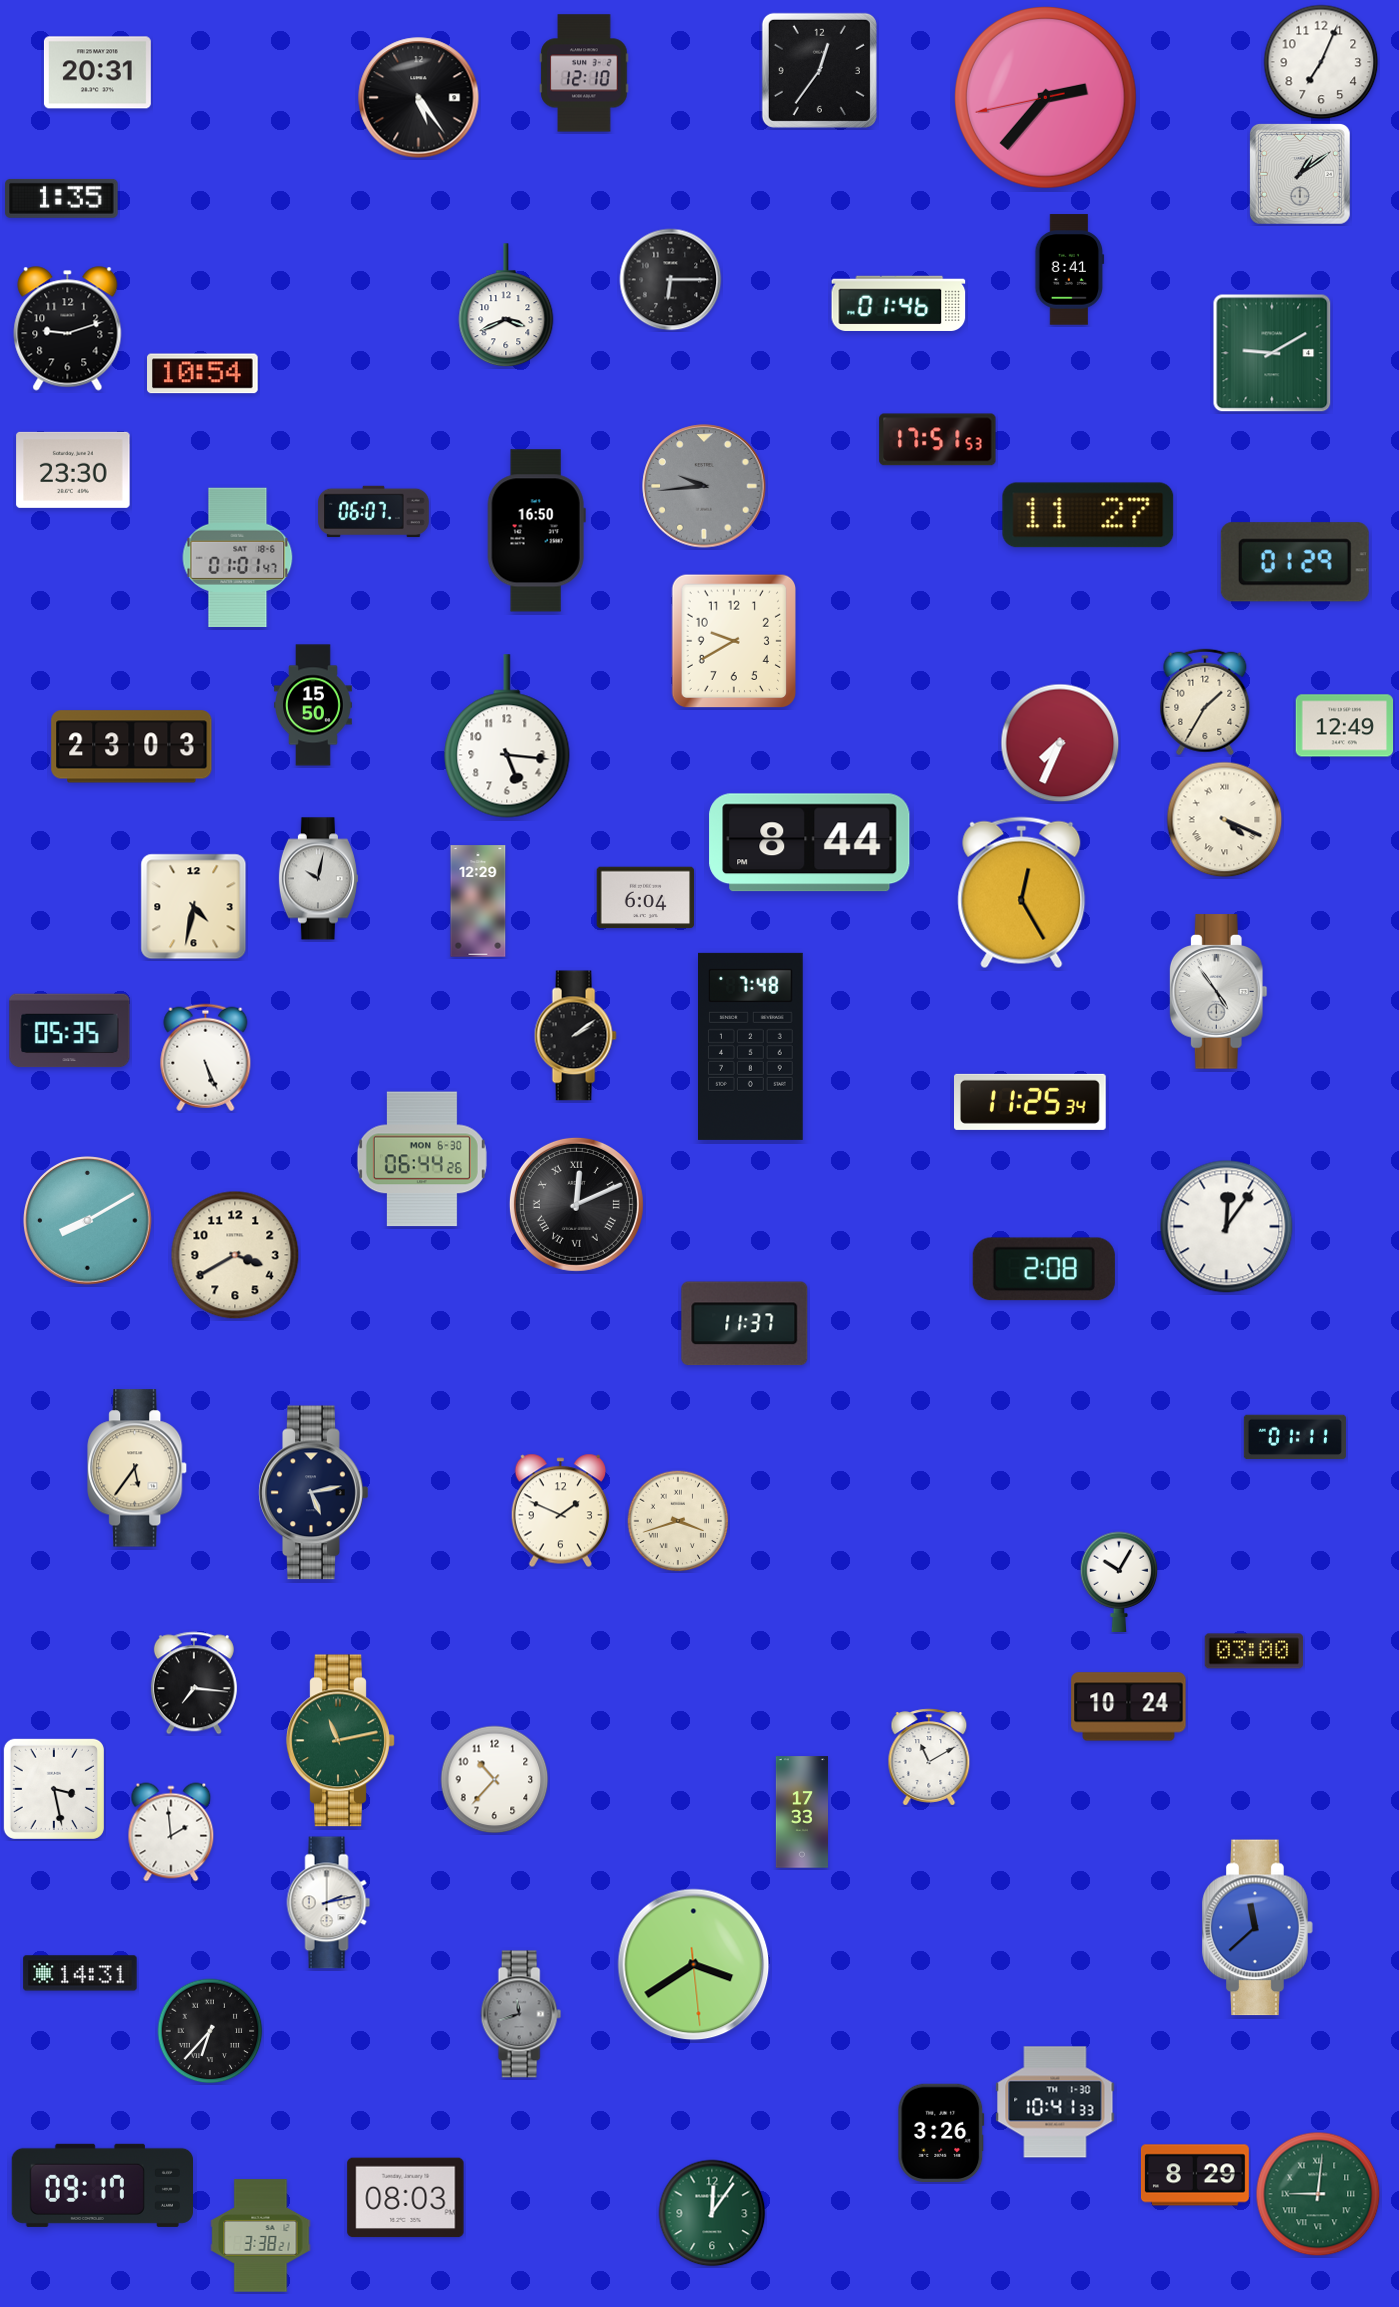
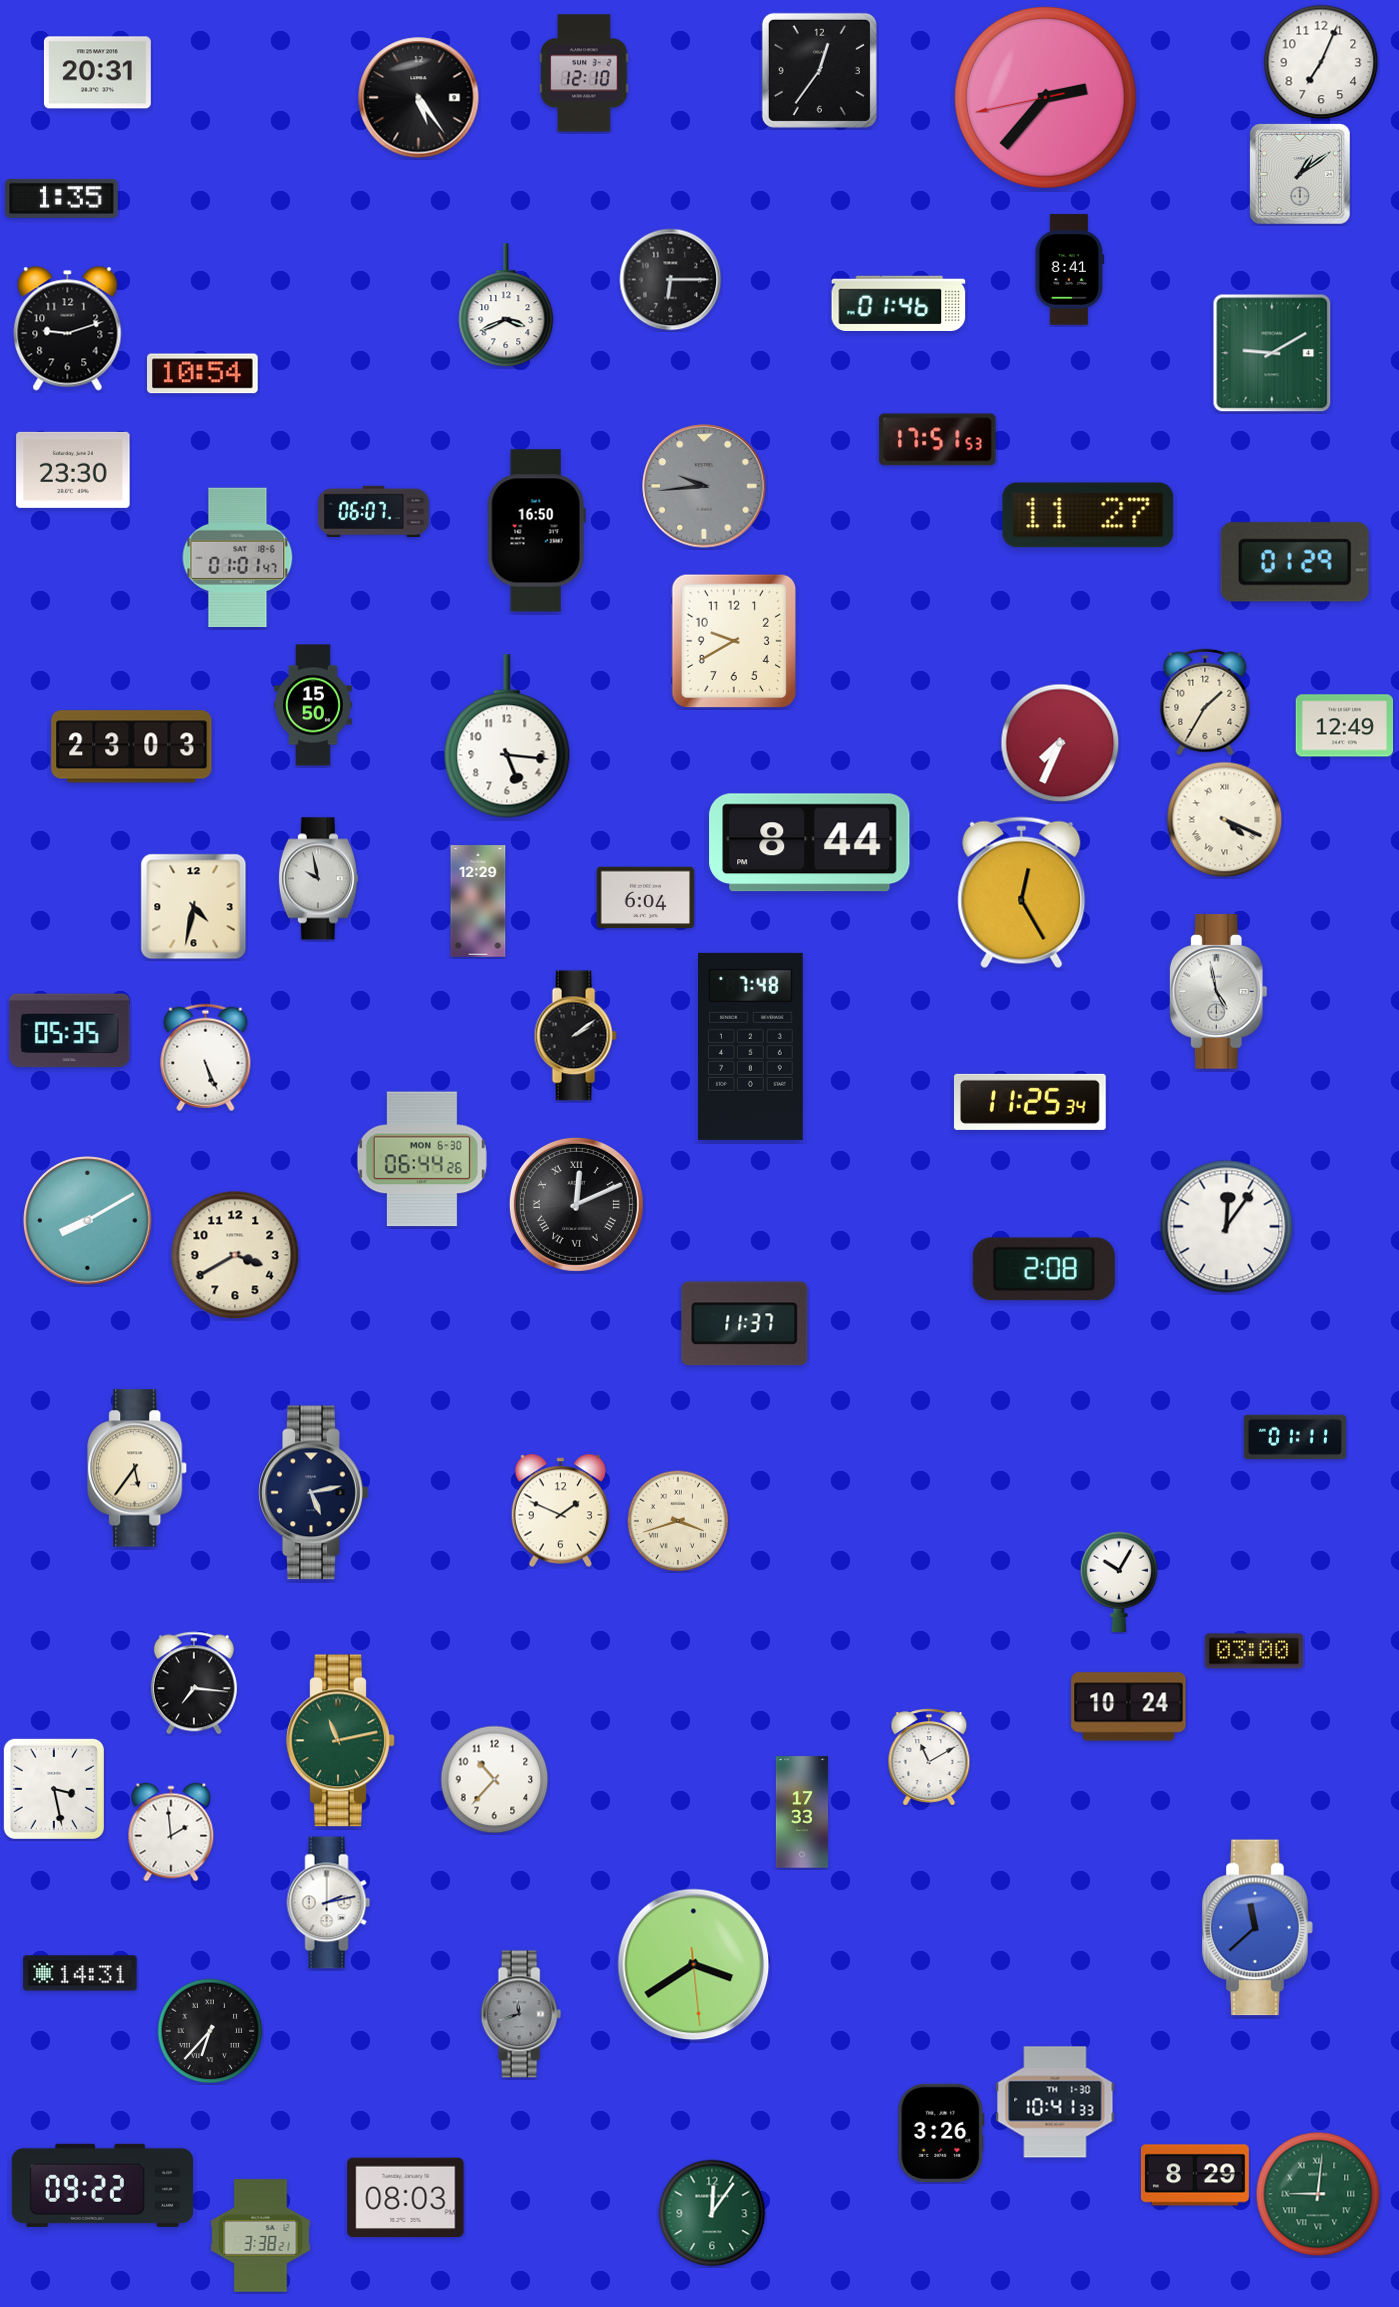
clock at (318, 879): 10:02 -> 9:58
clock at (1218, 992): 4:54 -> 4:58
clock at (102, 2185): 09:17 -> 09:22
